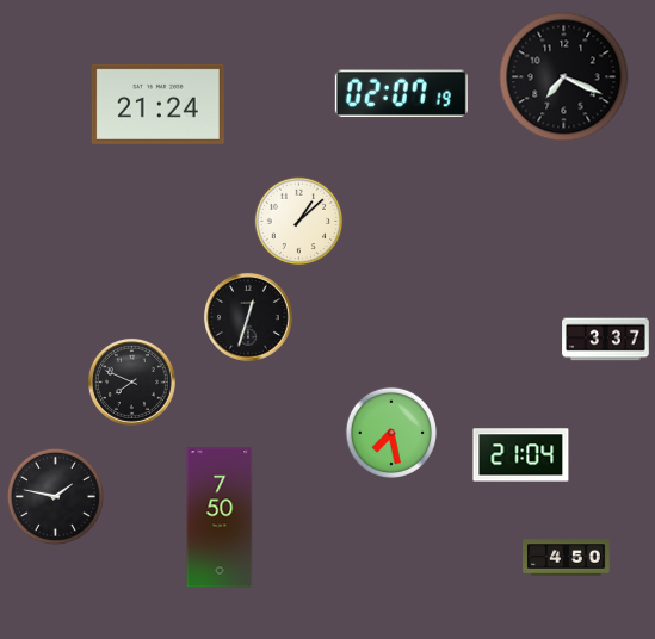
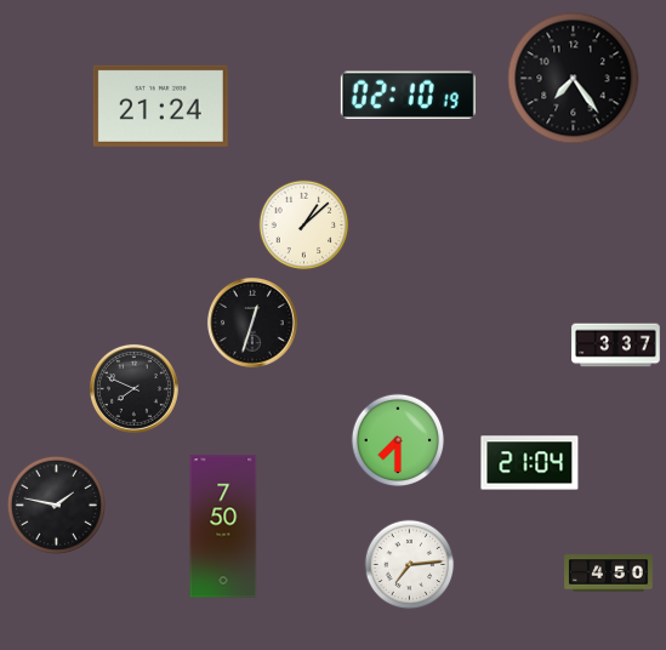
clock at (564, 77): 7:19 -> 7:24
clock at (401, 93): 02:07 -> 02:10
clock at (390, 432): 7:28 -> 7:30
clock at (410, 565): none -> 7:14
clock at (567, 558) position: (567, 558) -> (609, 574)
